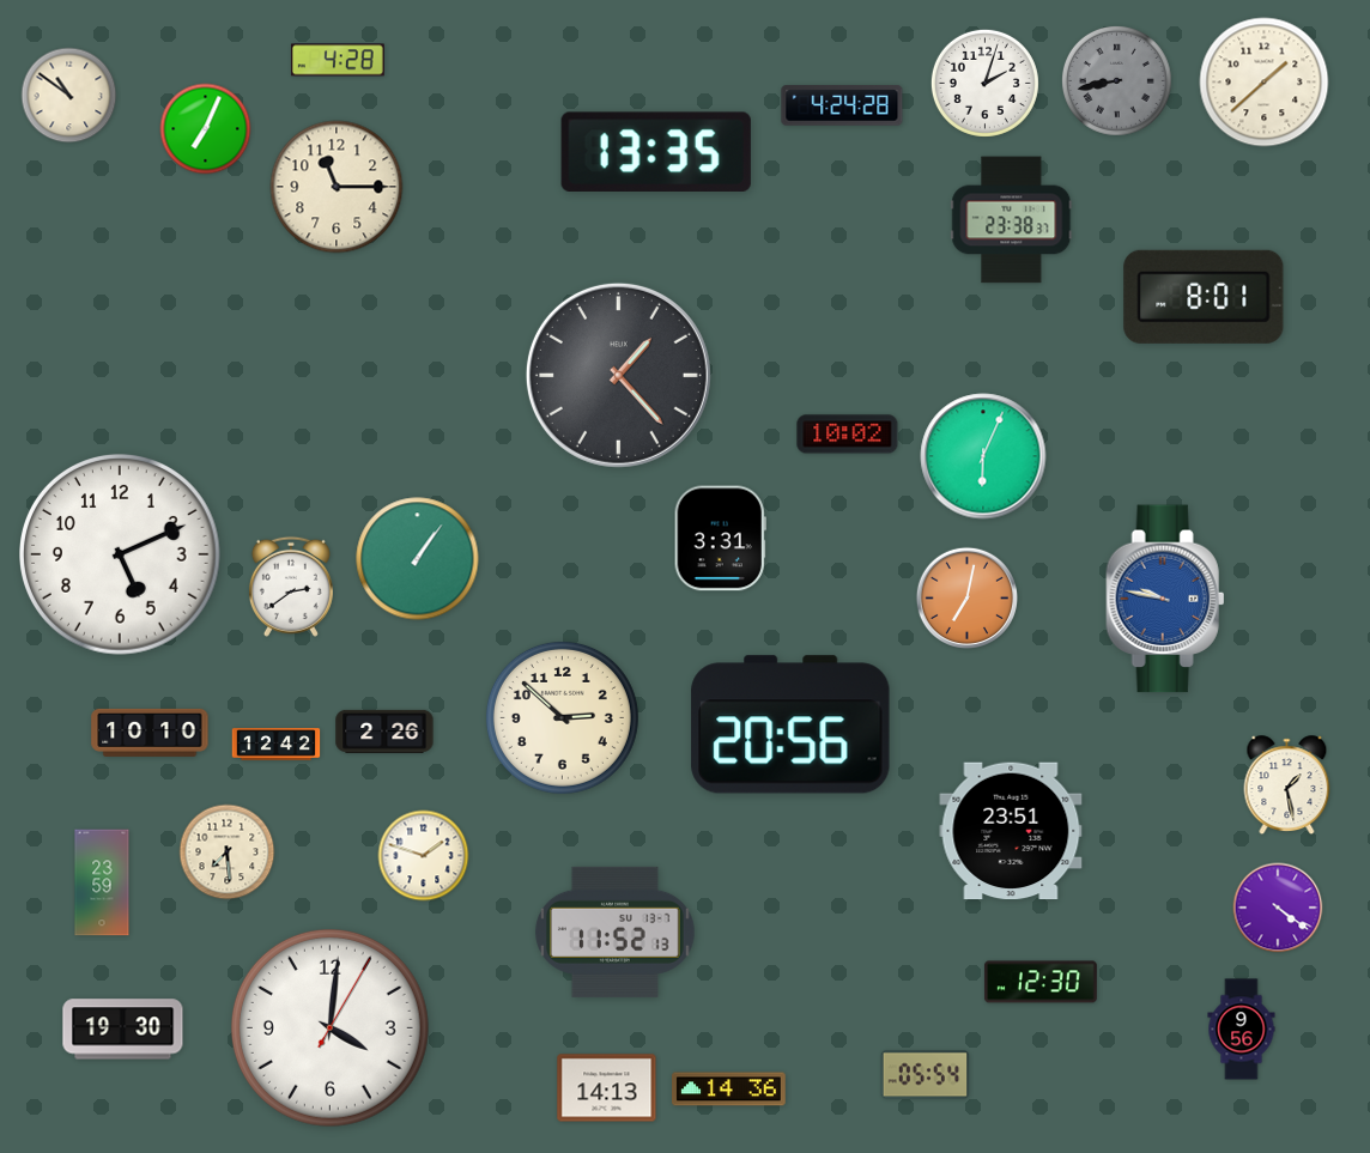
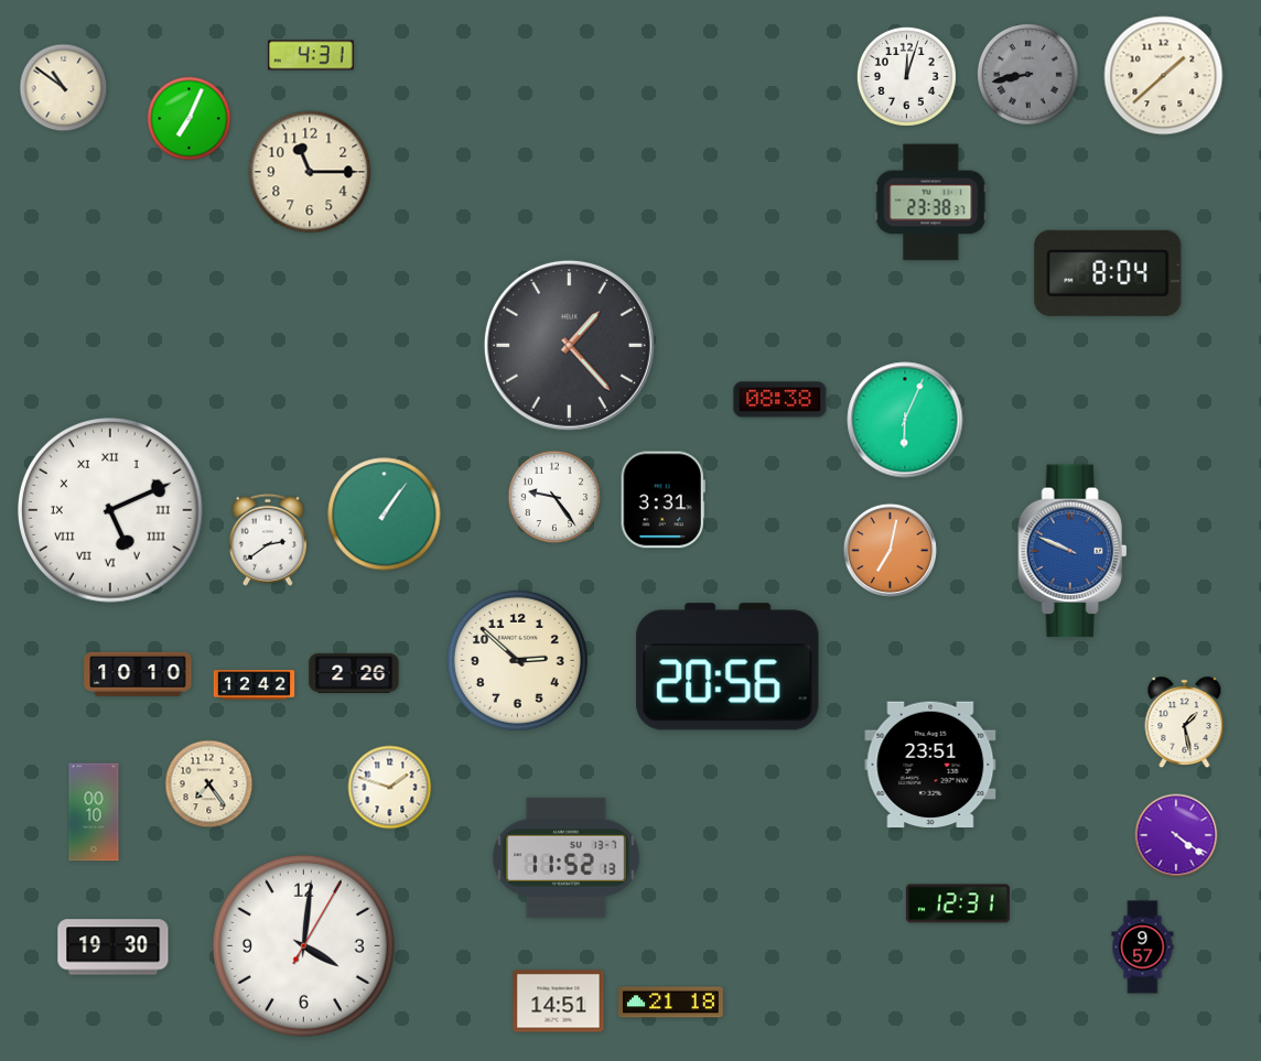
clock at (339, 60): 4:28 -> 4:31
clock at (984, 83): 2:03 -> 12:03
clock at (842, 105): 4:24 -> none
clock at (656, 152): 13:35 -> none
clock at (1204, 297): 8:01 -> 8:04
clock at (848, 435): 10:02 -> 08:38
clock at (720, 539) position: (720, 539) -> (662, 500)
clock at (554, 497): none -> 9:24
clock at (121, 556) numerals: Arabic -> Roman
clock at (1165, 599): 9:47 -> 9:49
clock at (228, 852): 7:29 -> 7:24
clock at (102, 882): 23:59 -> 00:10
clock at (1041, 982): 12:30 -> 12:31
clock at (1242, 1030): 9:56 -> 9:57
clock at (926, 1075): 05:54 -> none
clock at (607, 1088): 14:13 -> 14:51
clock at (729, 1090): 14:36 -> 21:18
